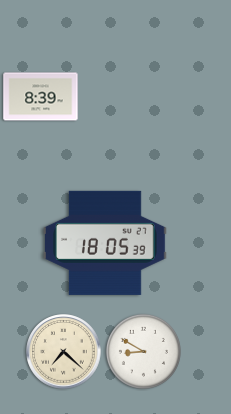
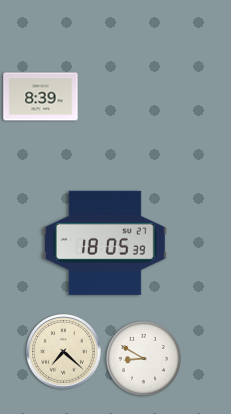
clock at (143, 351) position: (143, 351) -> (143, 358)
